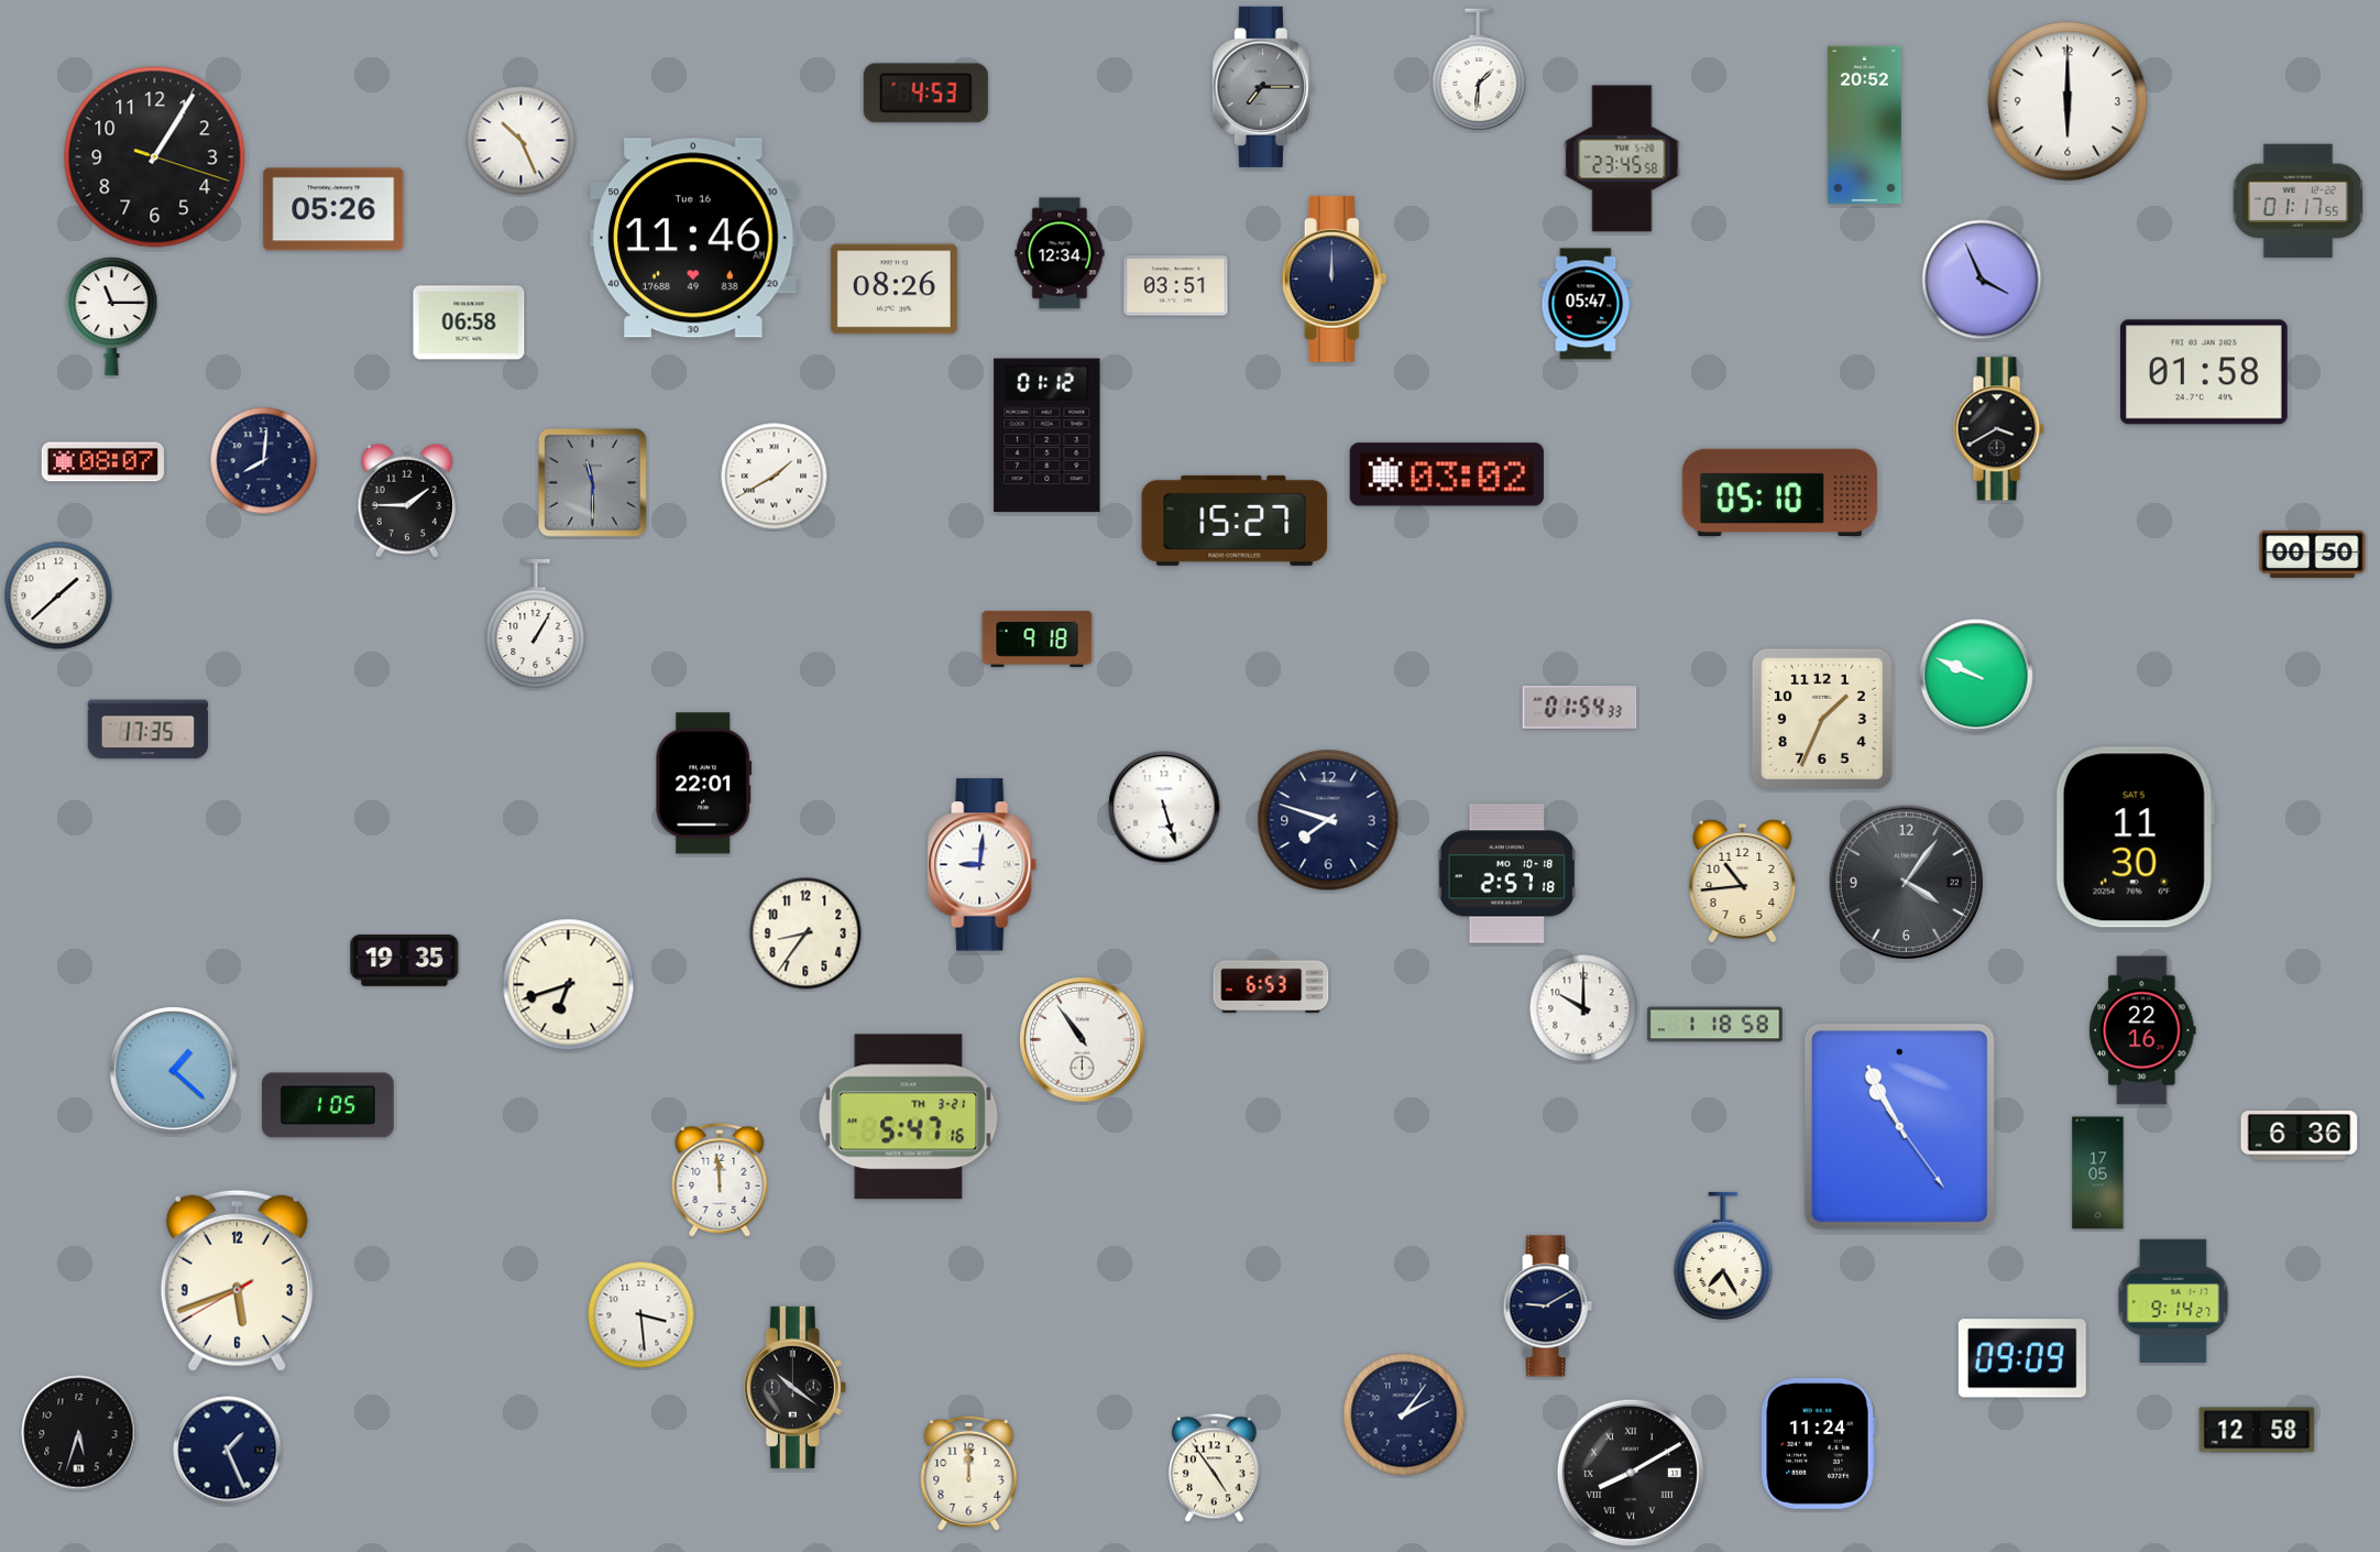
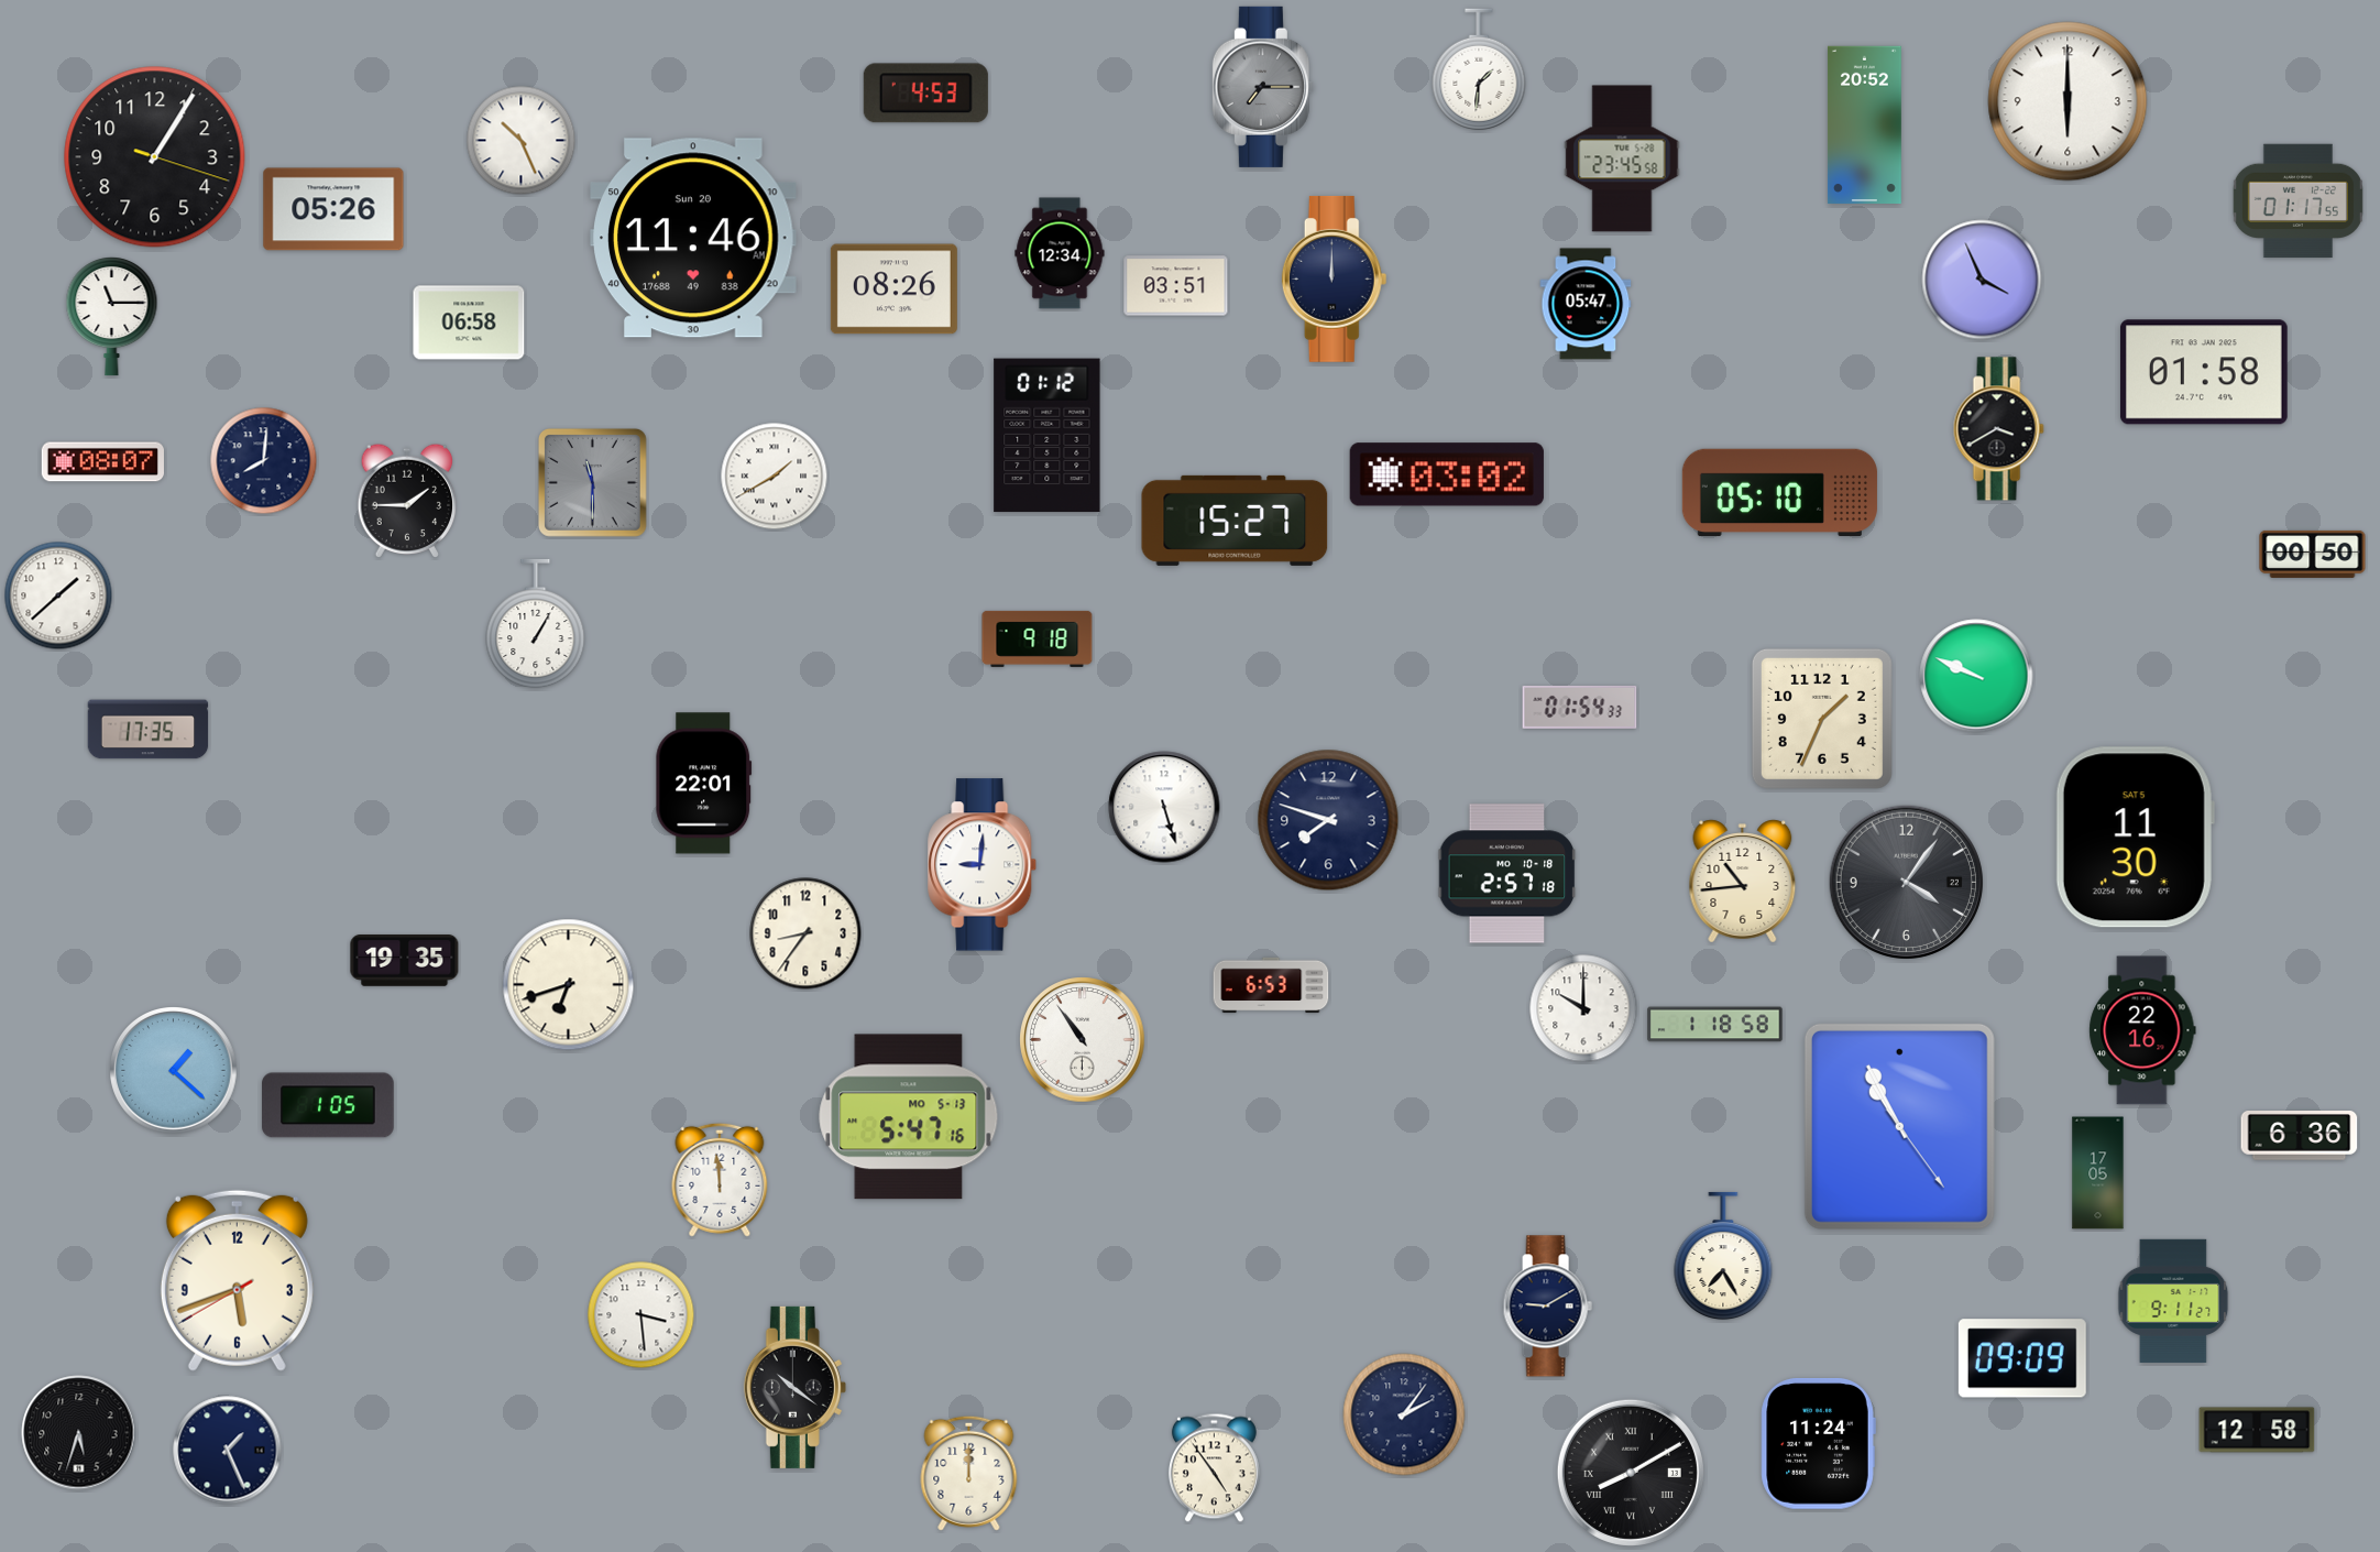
clock at (693, 238) date: Tue 16 -> Sun 20
clock at (909, 1117) date: TH 3-21 -> MO 5-13
clock at (2173, 1301): 9:14 -> 9:11
